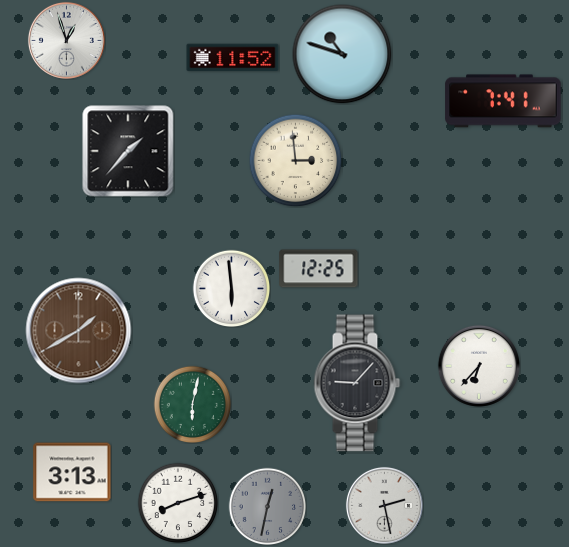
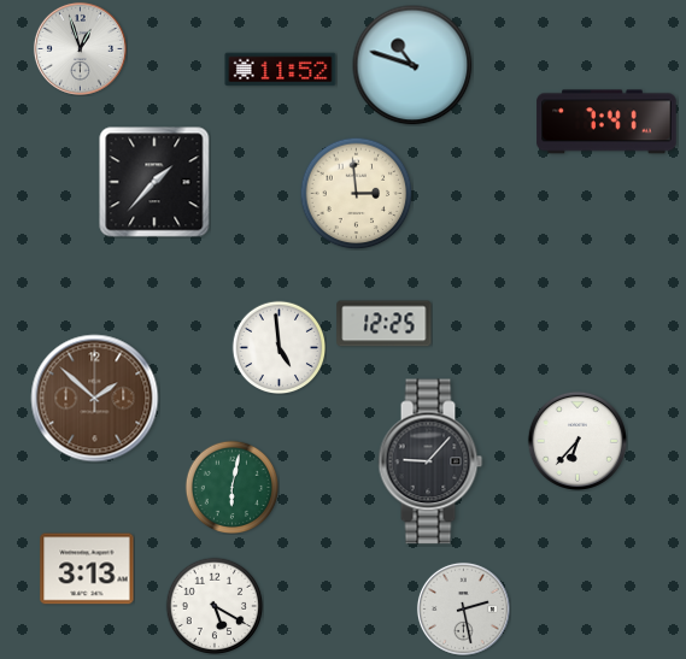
clock at (231, 288): 5:59 -> 4:59
clock at (79, 331): 1:40 -> 1:52
clock at (178, 503): 8:12 -> 5:20
clock at (267, 506): 12:32 -> none
